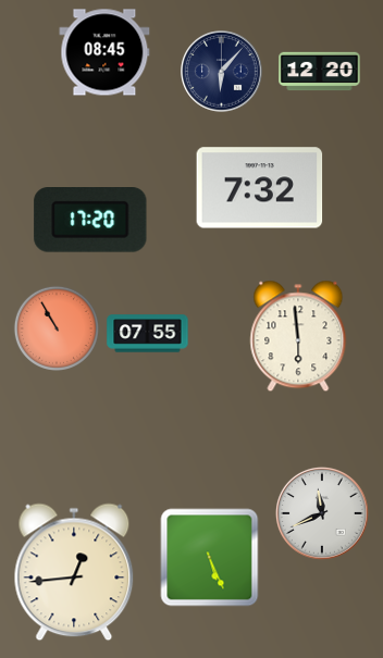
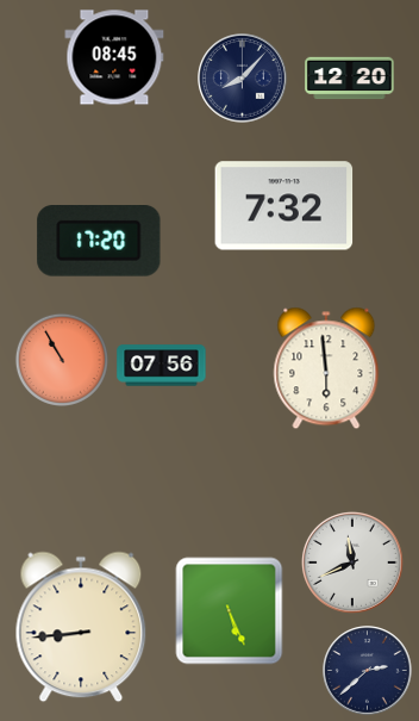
clock at (222, 72): 6:07 -> 8:07
clock at (148, 334): 07:55 -> 07:56
clock at (74, 572): 12:44 -> 8:44
clock at (368, 671): none -> 2:38
